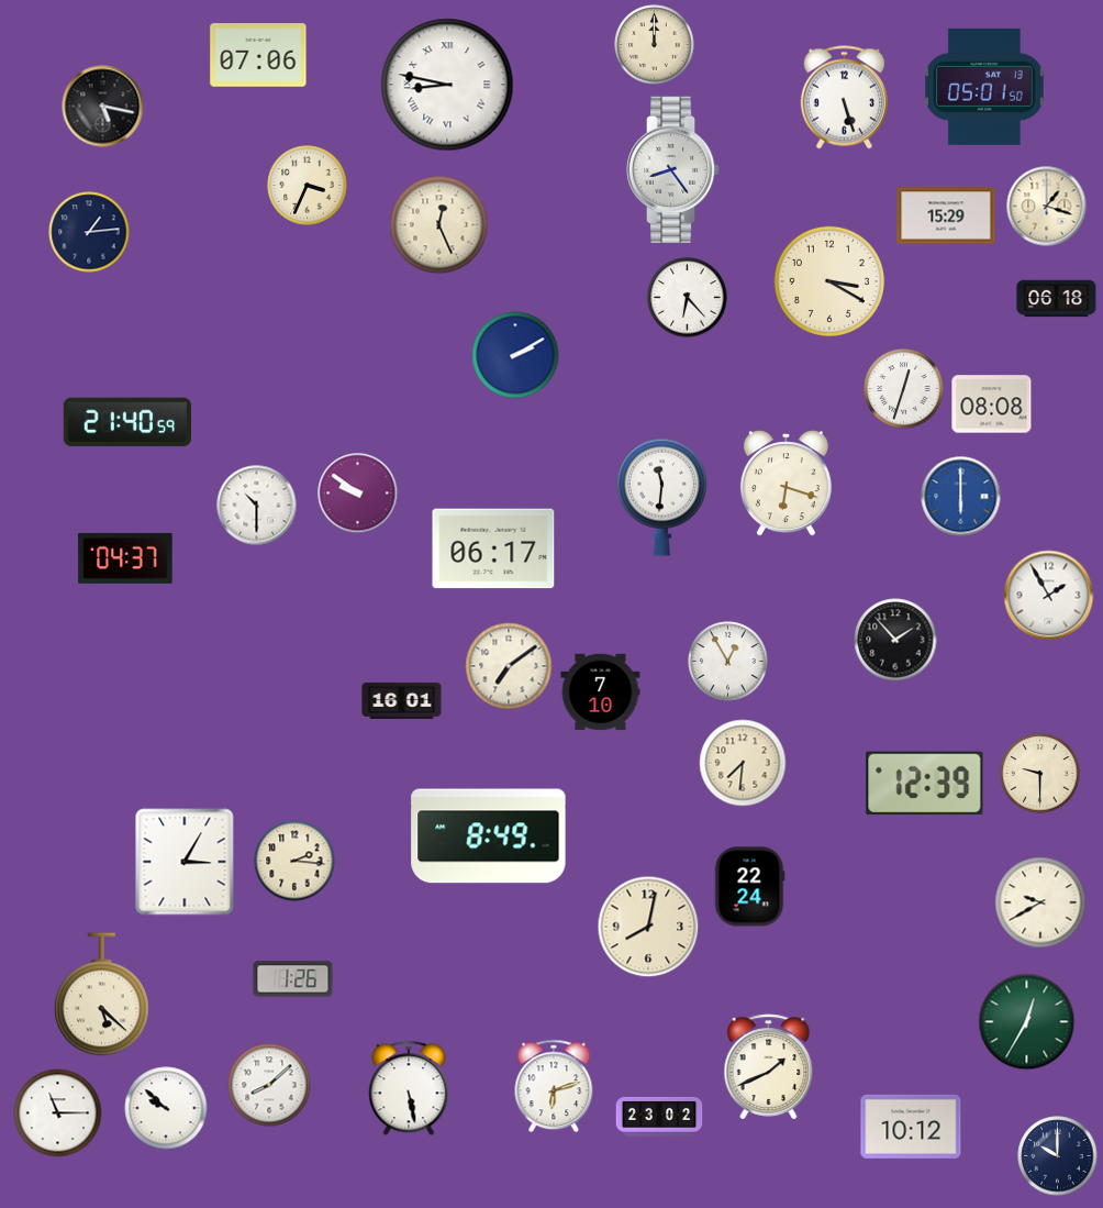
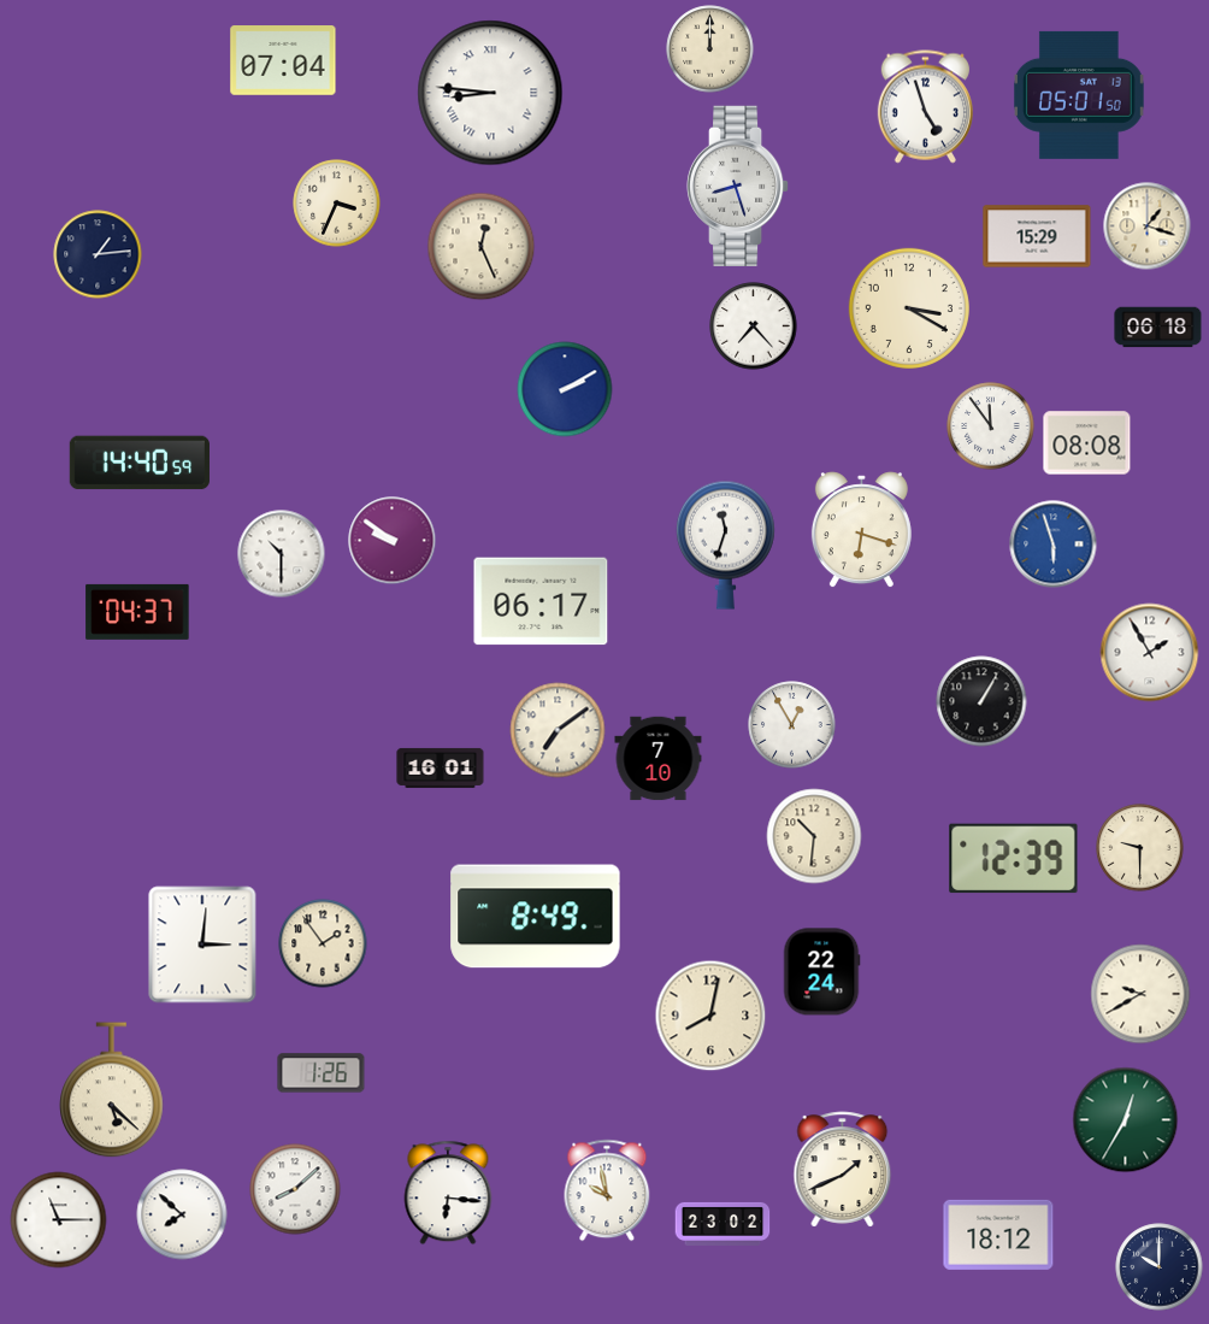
clock at (655, 45) position: (655, 45) -> (710, 49)
clock at (258, 55): 07:06 -> 07:04
clock at (447, 85): 8:47 -> 8:46
clock at (844, 98): 5:27 -> 4:57
clock at (103, 107): 5:17 -> none
clock at (673, 169): 8:24 -> 8:27
clock at (688, 298): 6:23 -> 7:23
clock at (904, 389): 12:33 -> 11:54
clock at (127, 422): 21:40 -> 14:40
clock at (661, 497): 11:31 -> 11:33
clock at (961, 497): 6:00 -> 5:57
clock at (895, 640): 1:53 -> 1:05
clock at (728, 662) position: (728, 662) -> (792, 725)
clock at (743, 763): 7:31 -> 10:31
clock at (294, 861): 2:16 -> 1:54
clock at (185, 862): 3:05 -> 3:01
clock at (1040, 902) position: (1040, 902) -> (1140, 994)
clock at (554, 1086): 6:12 -> 9:58
clock at (409, 1088): 5:28 -> 6:16
clock at (166, 1108): 9:52 -> 7:52
clock at (58, 1113) position: (58, 1113) -> (59, 1220)
clock at (911, 1127): 10:12 -> 18:12
